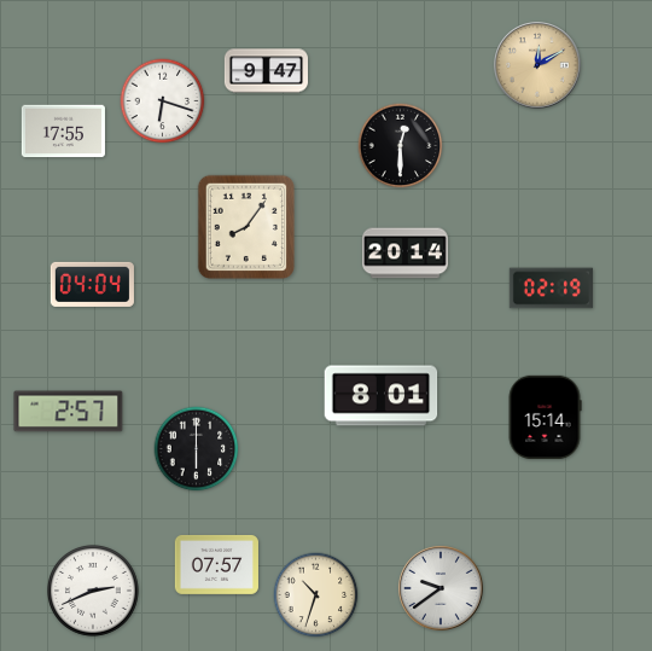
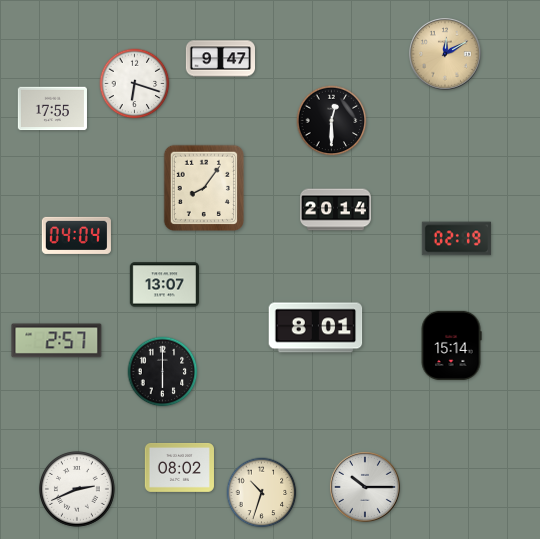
clock at (164, 285): none -> 13:07
clock at (216, 564): 07:57 -> 08:02
clock at (441, 588): 9:39 -> 10:15
